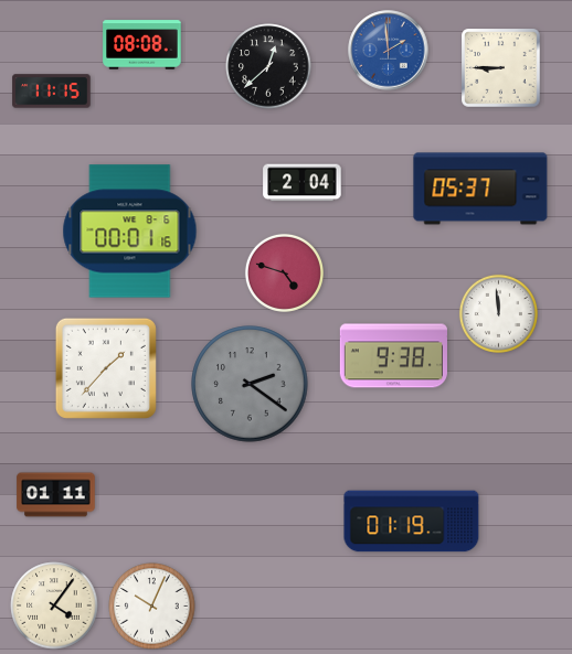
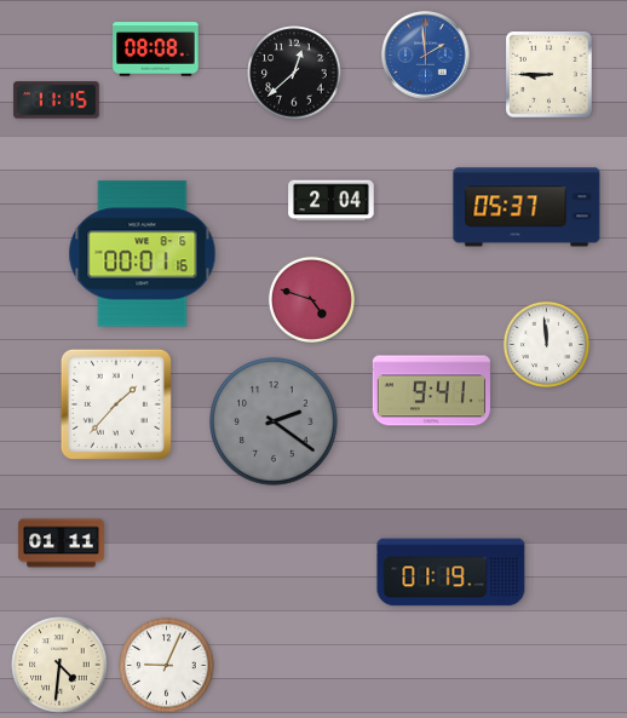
clock at (393, 356): 9:38 -> 9:41
clock at (54, 605): 4:06 -> 4:31
clock at (152, 607): 10:04 -> 9:04
